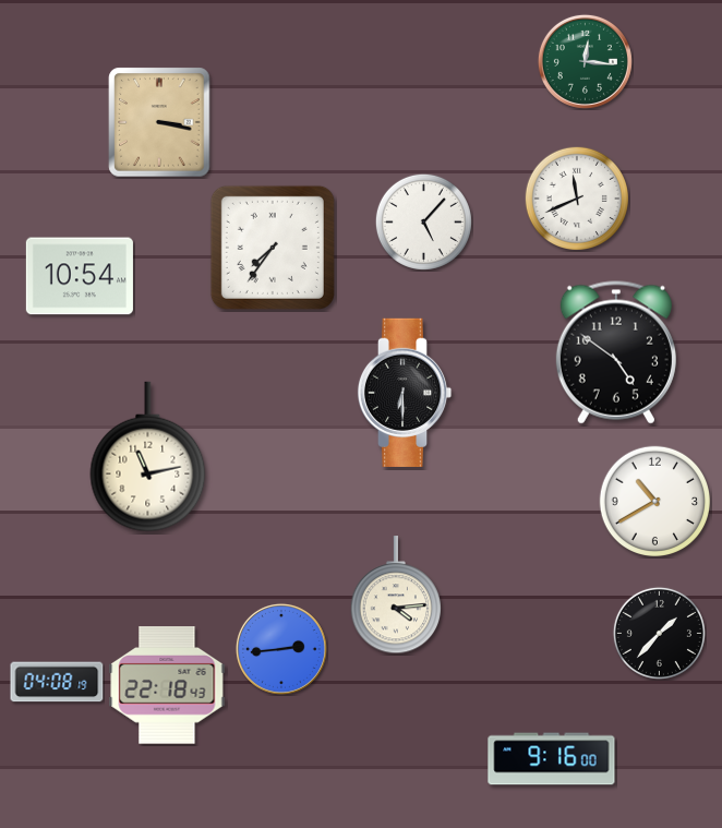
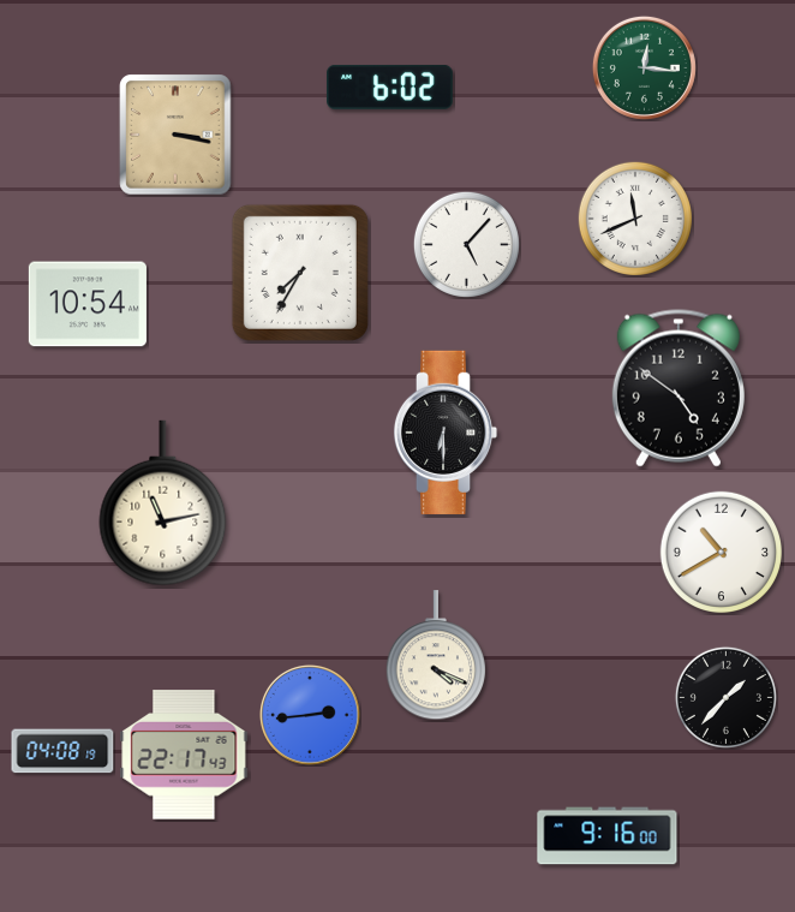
clock at (390, 87): none -> 6:02
clock at (273, 248): 7:36 -> 7:35
clock at (396, 596): 4:14 -> 4:19
clock at (167, 685): 22:18 -> 22:17
